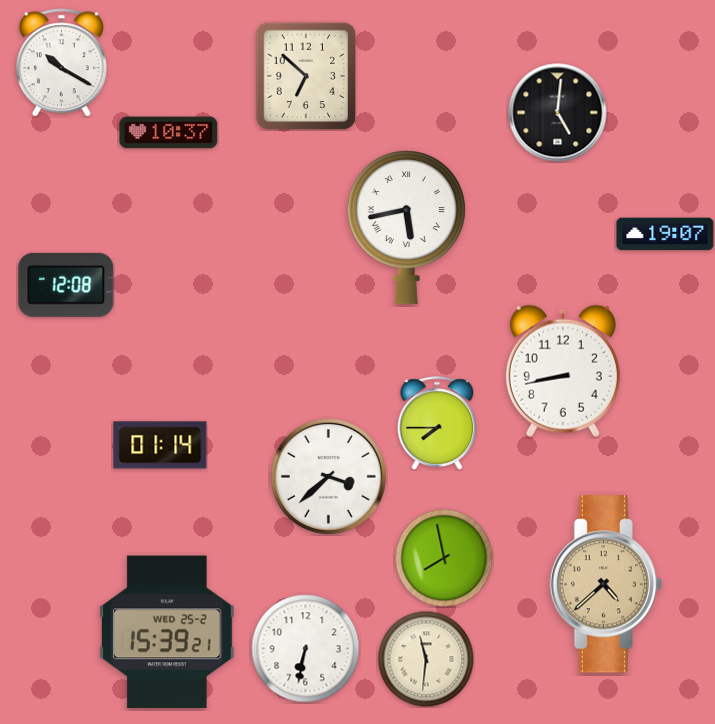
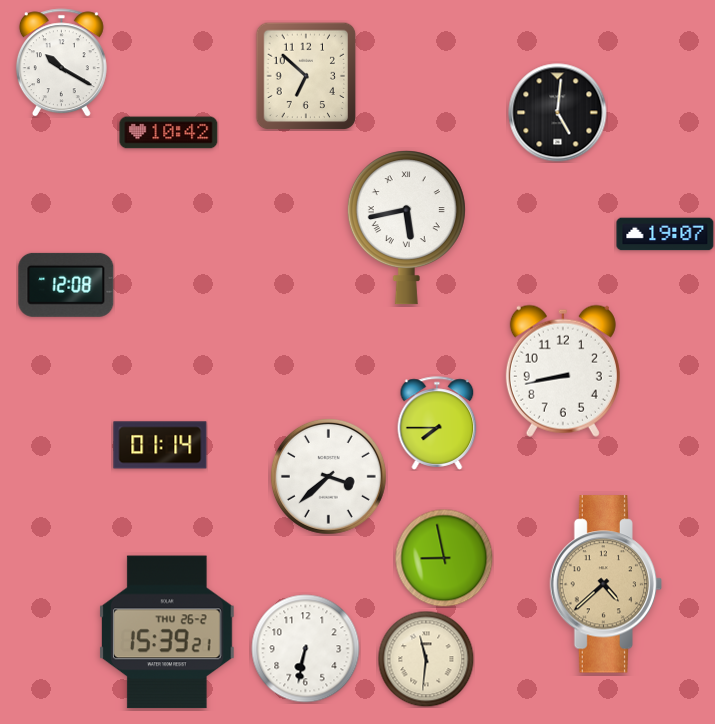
clock at (169, 133): 10:37 -> 10:42
clock at (444, 558): 7:58 -> 8:58
clock at (167, 632) date: WED 25-2 -> THU 26-2
